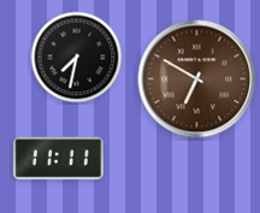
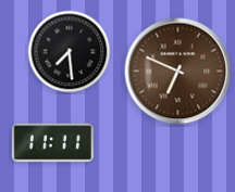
clock at (77, 58): 7:32 -> 7:29
clock at (197, 79): 6:50 -> 6:49
